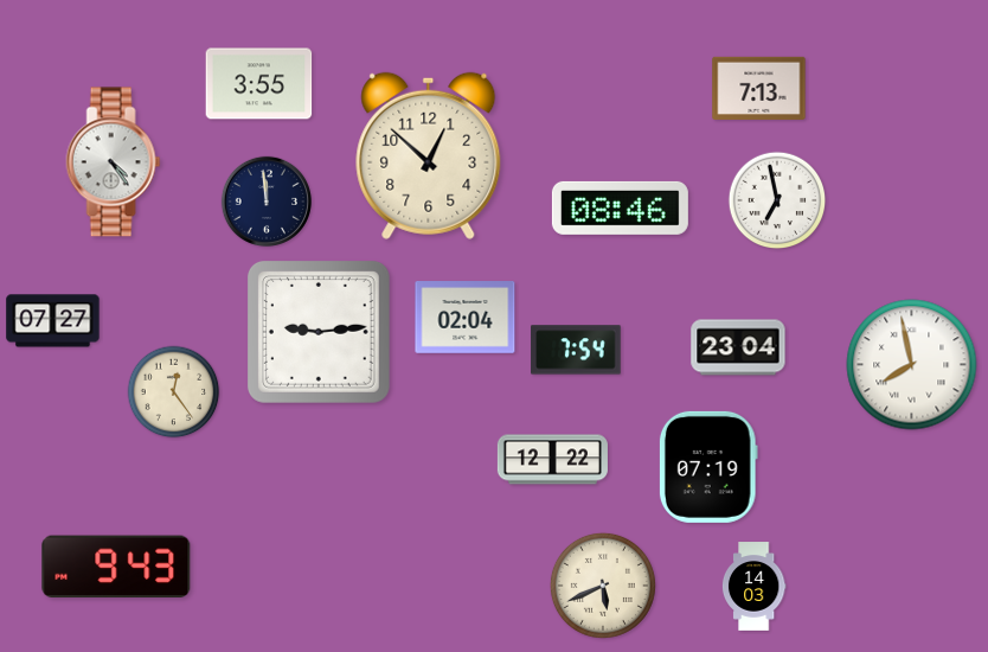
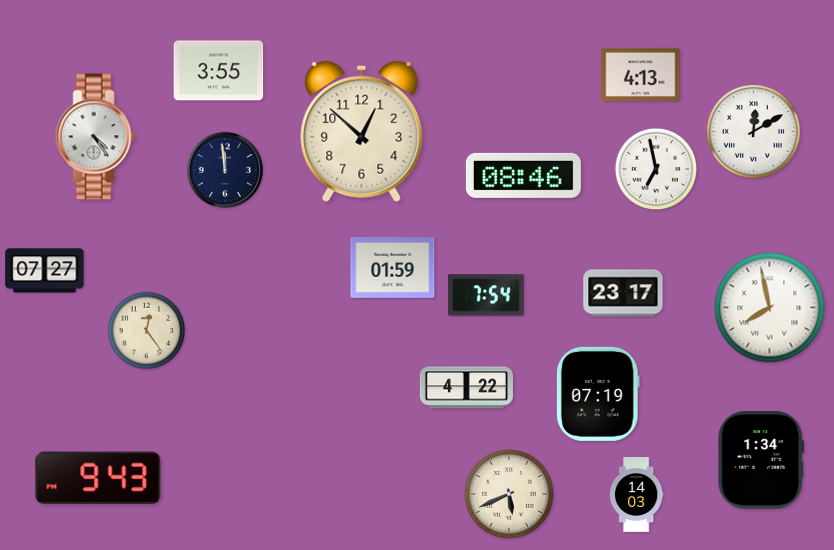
clock at (759, 88): 7:13 -> 4:13
clock at (753, 131): none -> 12:10
clock at (466, 318): 02:04 -> 01:59
clock at (319, 332): 9:14 -> none
clock at (738, 347): 23:04 -> 23:17
clock at (552, 460): 12:22 -> 4:22
clock at (761, 460): none -> 1:34
